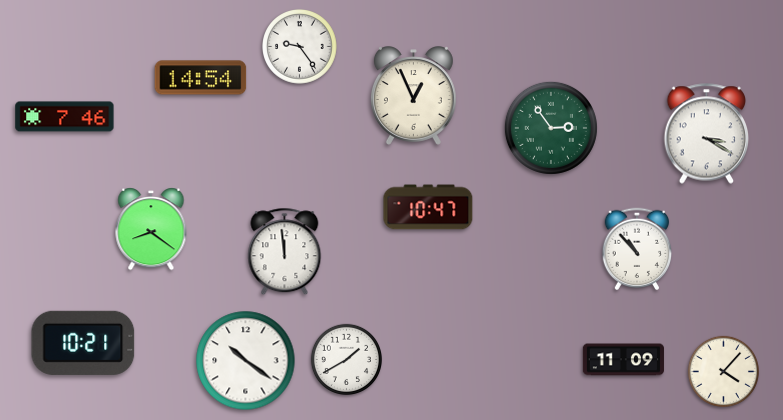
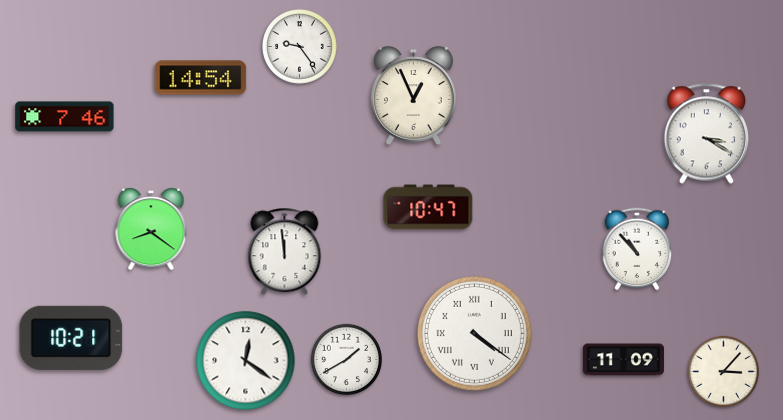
clock at (551, 128): 2:54 -> none
clock at (474, 333): none -> 4:21
clock at (83, 343) position: (83, 343) -> (71, 338)
clock at (246, 361): 10:21 -> 12:21
clock at (723, 371): 4:07 -> 3:07
